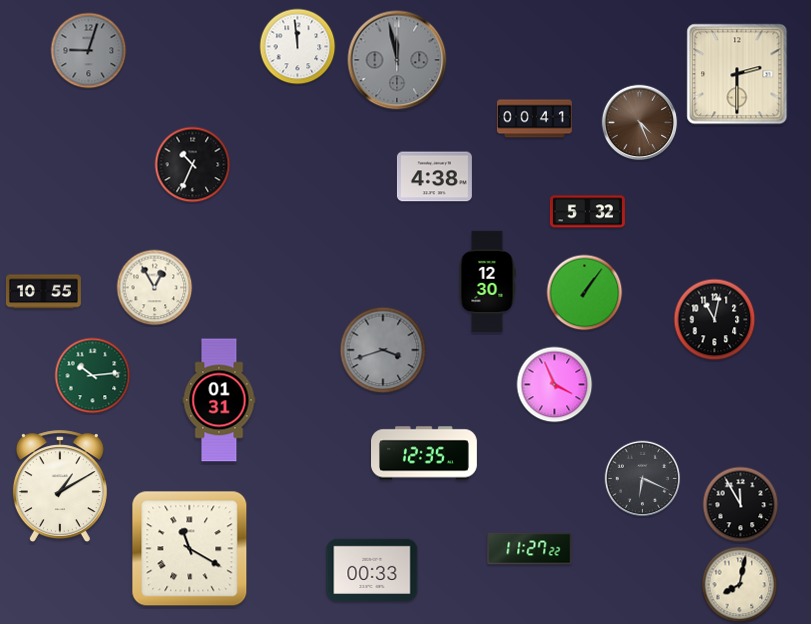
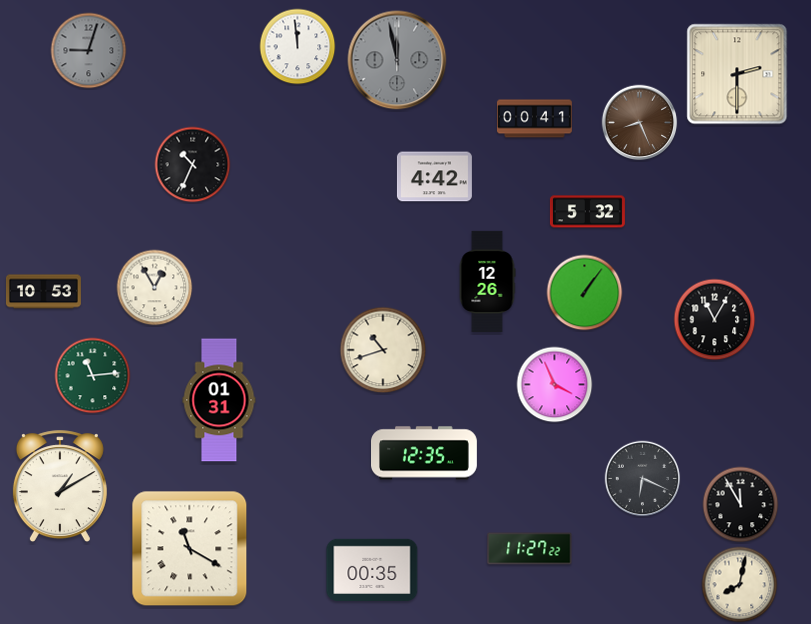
clock at (640, 123): 4:26 -> 8:26
clock at (434, 177): 4:38 -> 4:42
clock at (487, 281): 12:30 -> 12:26
clock at (43, 292): 10:55 -> 10:53
clock at (715, 320): 11:02 -> 11:05
clock at (383, 350): 3:42 -> 10:42
clock at (383, 350) dial: grey -> cream
clock at (93, 376): 10:14 -> 11:14
clock at (372, 569): 00:33 -> 00:35
